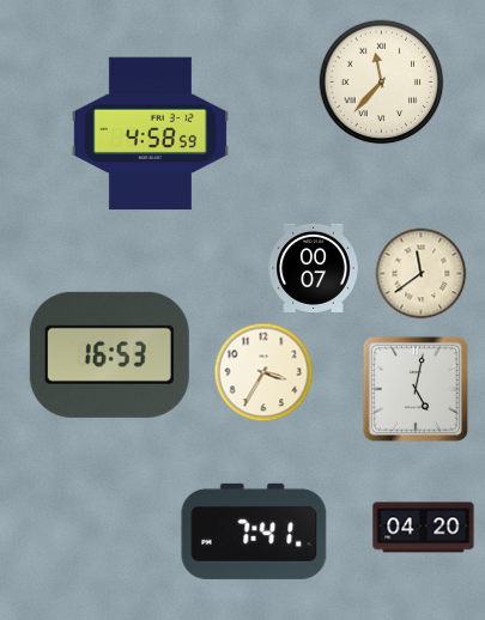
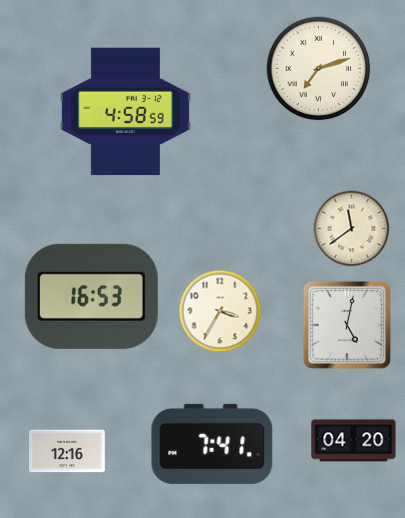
clock at (382, 83): 11:37 -> 7:12
clock at (314, 268): 00:07 -> none
clock at (68, 451): none -> 12:16
